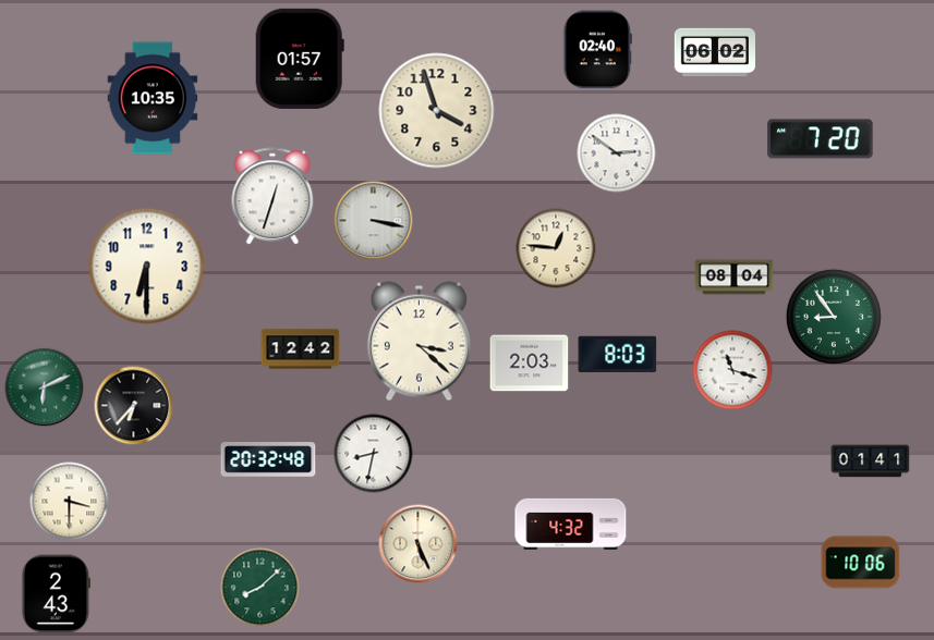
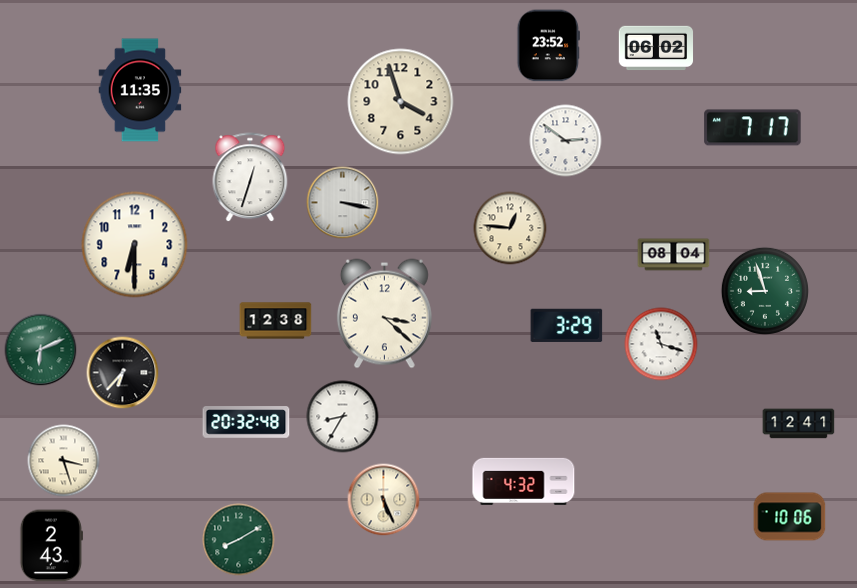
clock at (597, 50): 02:40 -> 23:52
clock at (300, 59): 01:57 -> none
clock at (153, 98): 10:35 -> 11:35
clock at (821, 139): 7:20 -> 7:17
clock at (272, 197) position: (272, 197) -> (250, 178)
clock at (834, 317): 8:54 -> 8:57
clock at (301, 349): 12:42 -> 12:38
clock at (618, 354): 8:03 -> 3:29
clock at (530, 364): 2:03 -> none
clock at (732, 370) position: (732, 370) -> (661, 344)
clock at (45, 387) position: (45, 387) -> (41, 350)
clock at (374, 454): 8:32 -> 8:35
clock at (871, 461): 01:41 -> 12:41
clock at (70, 502): 3:30 -> 3:27
clock at (260, 588): 8:08 -> 8:10
